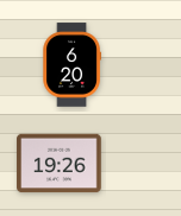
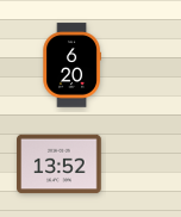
clock at (60, 164): 19:26 -> 13:52
